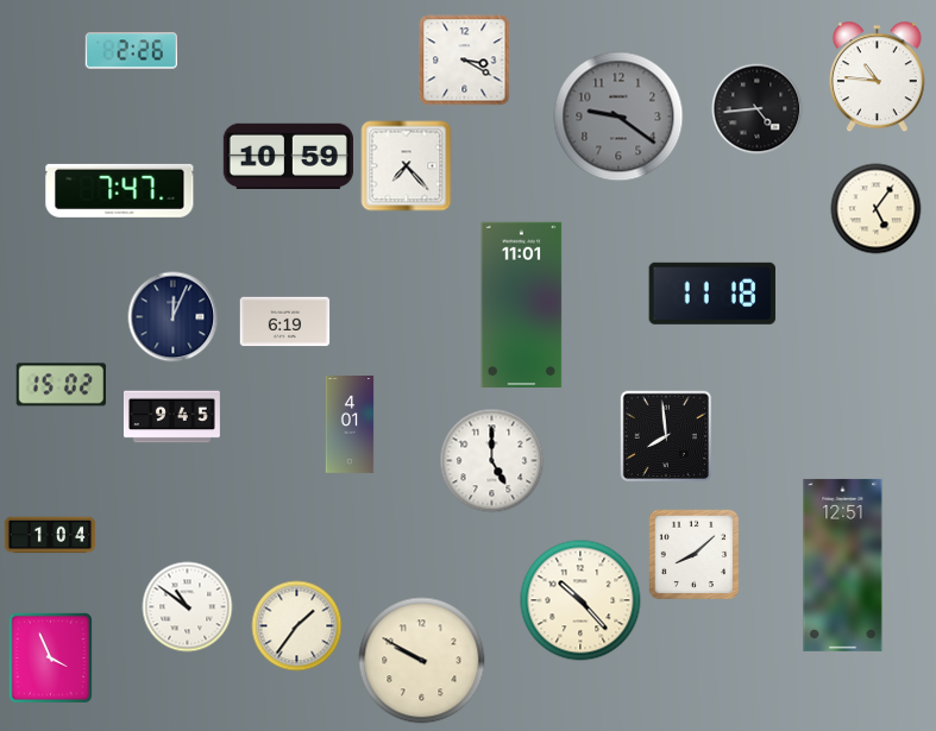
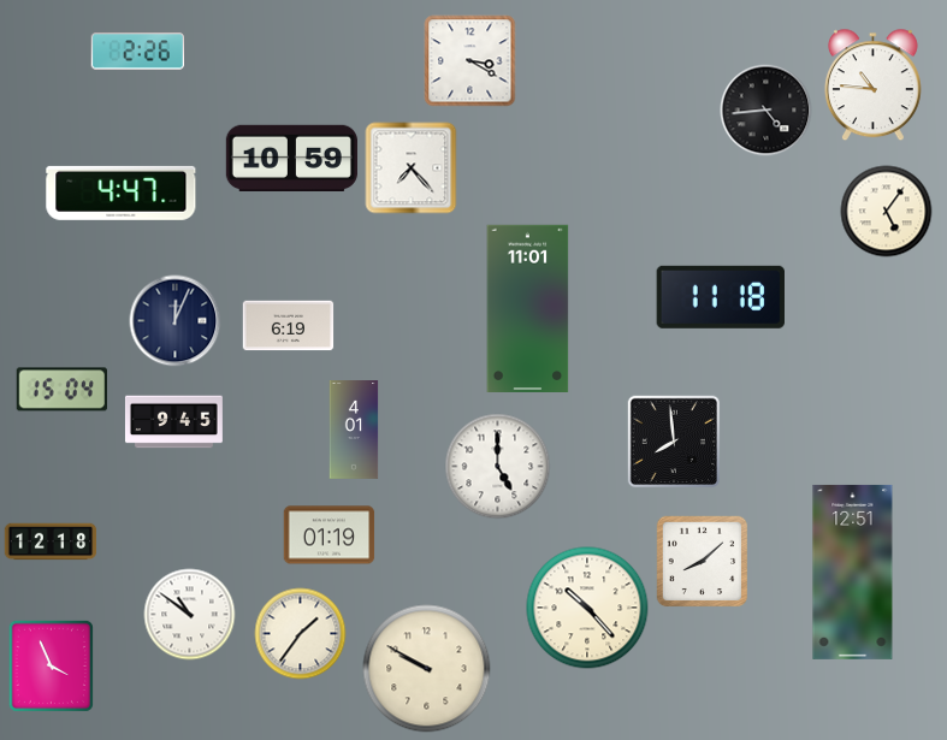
clock at (131, 51) position: (131, 51) -> (137, 52)
clock at (877, 77) position: (877, 77) -> (872, 85)
clock at (618, 116): 9:21 -> none
clock at (120, 190): 7:47 -> 4:47
clock at (62, 385): 15:02 -> 15:04
clock at (330, 535): none -> 01:19
clock at (50, 535): 1:04 -> 12:18
